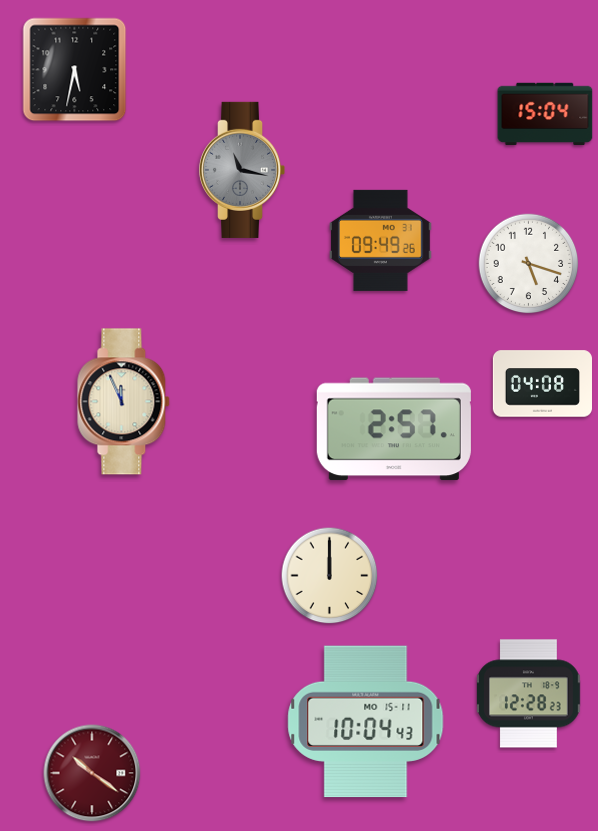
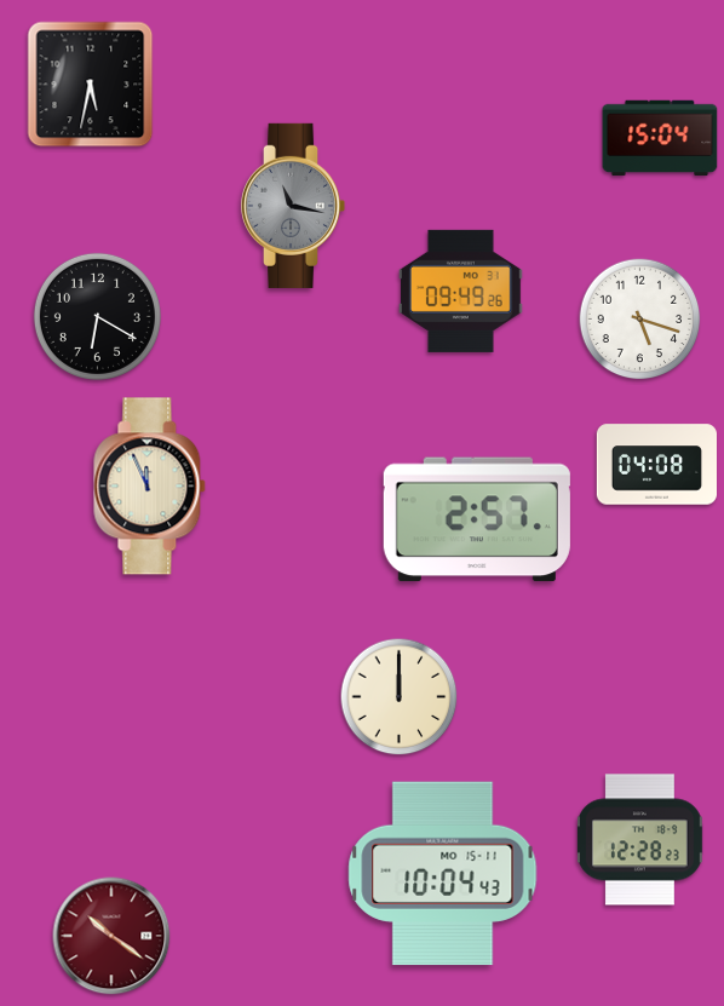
clock at (97, 316): none -> 6:20
